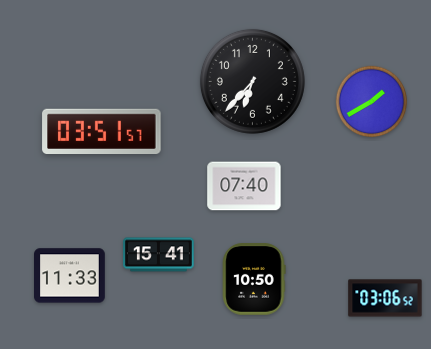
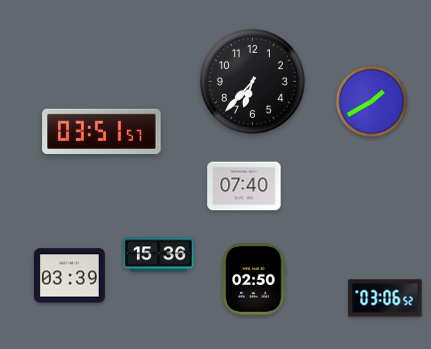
clock at (159, 255): 15:41 -> 15:36
clock at (70, 276): 11:33 -> 03:39
clock at (254, 279): 10:50 -> 02:50
